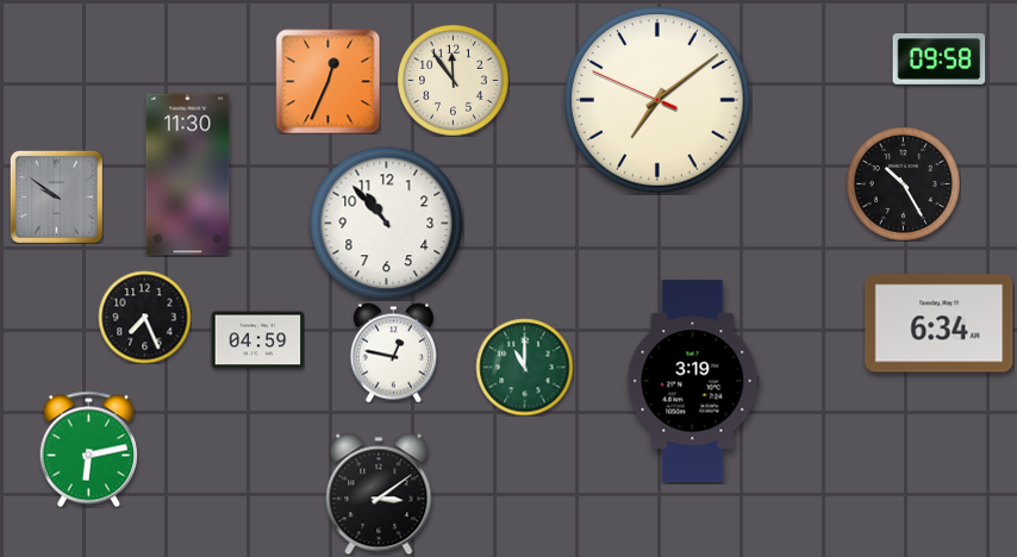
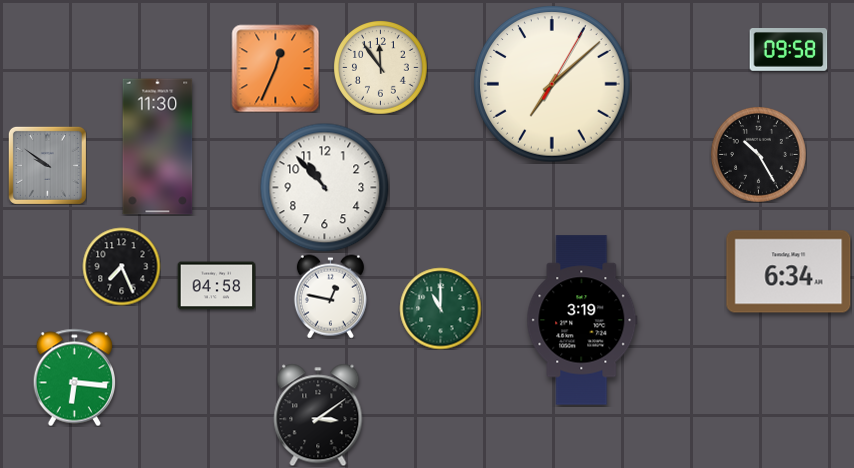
clock at (659, 101): 7:08:49 -> 7:08:05
clock at (257, 340): 04:59 -> 04:58
clock at (88, 449): 6:13 -> 6:16
